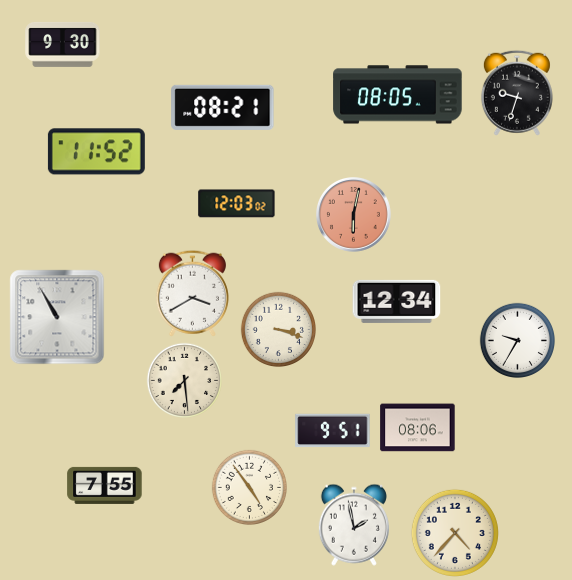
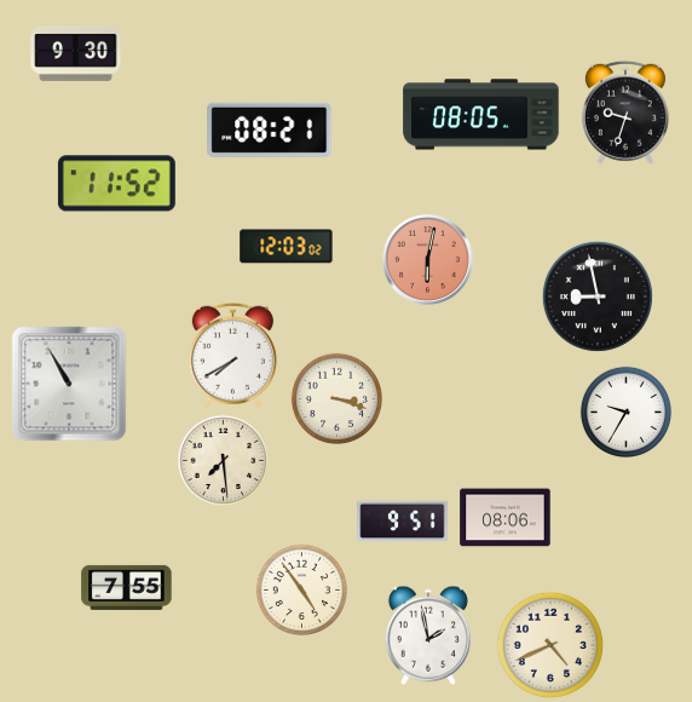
clock at (598, 297): none -> 8:58
clock at (192, 293): 3:40 -> 7:40
clock at (397, 301): 12:34 -> none
clock at (455, 533): 4:37 -> 4:41
